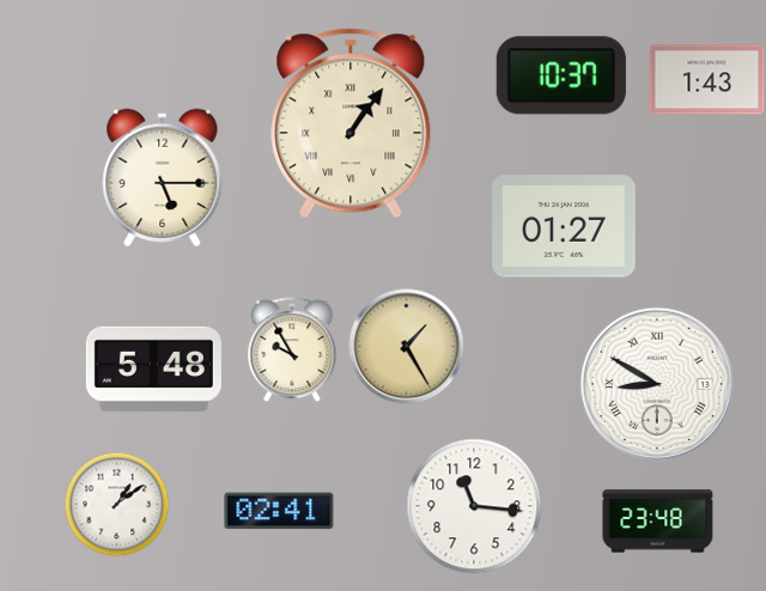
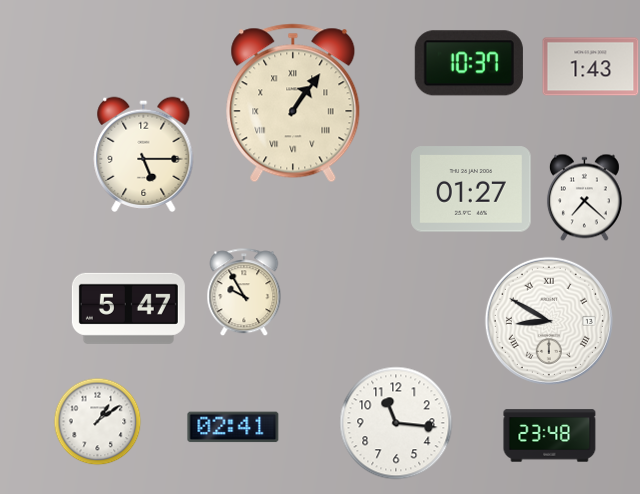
clock at (163, 177) position: (163, 177) -> (144, 154)
clock at (584, 197): none -> 7:22
clock at (407, 347): 1:25 -> none
clock at (153, 368): 5:48 -> 5:47
